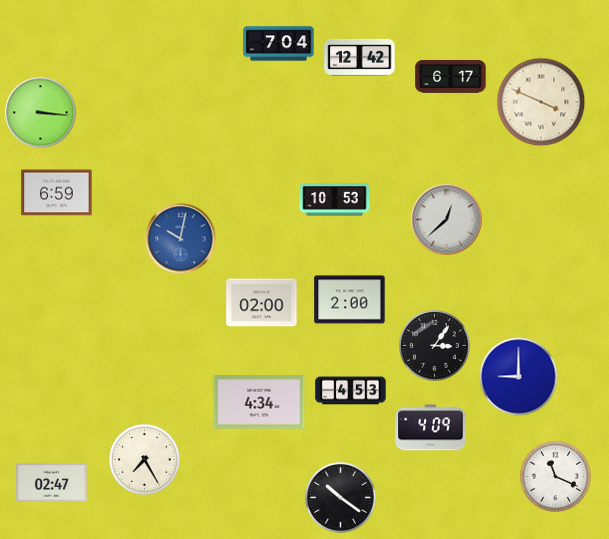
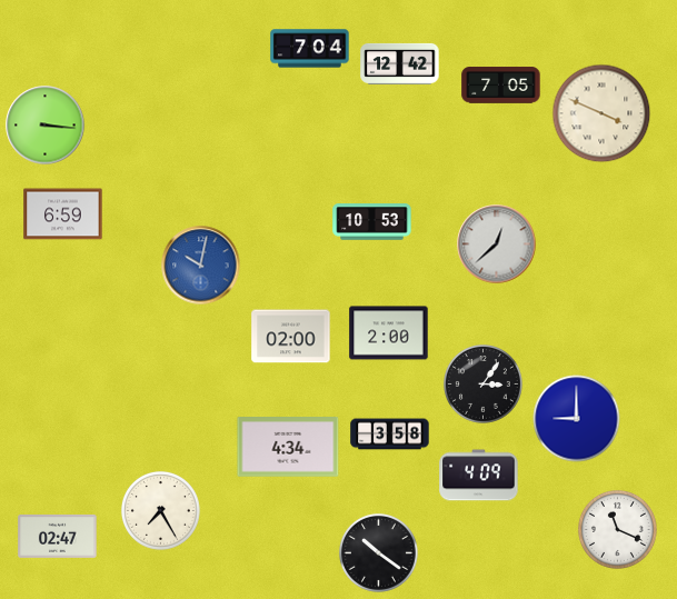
clock at (451, 77): 6:17 -> 7:05
clock at (351, 391): 4:53 -> 3:58
